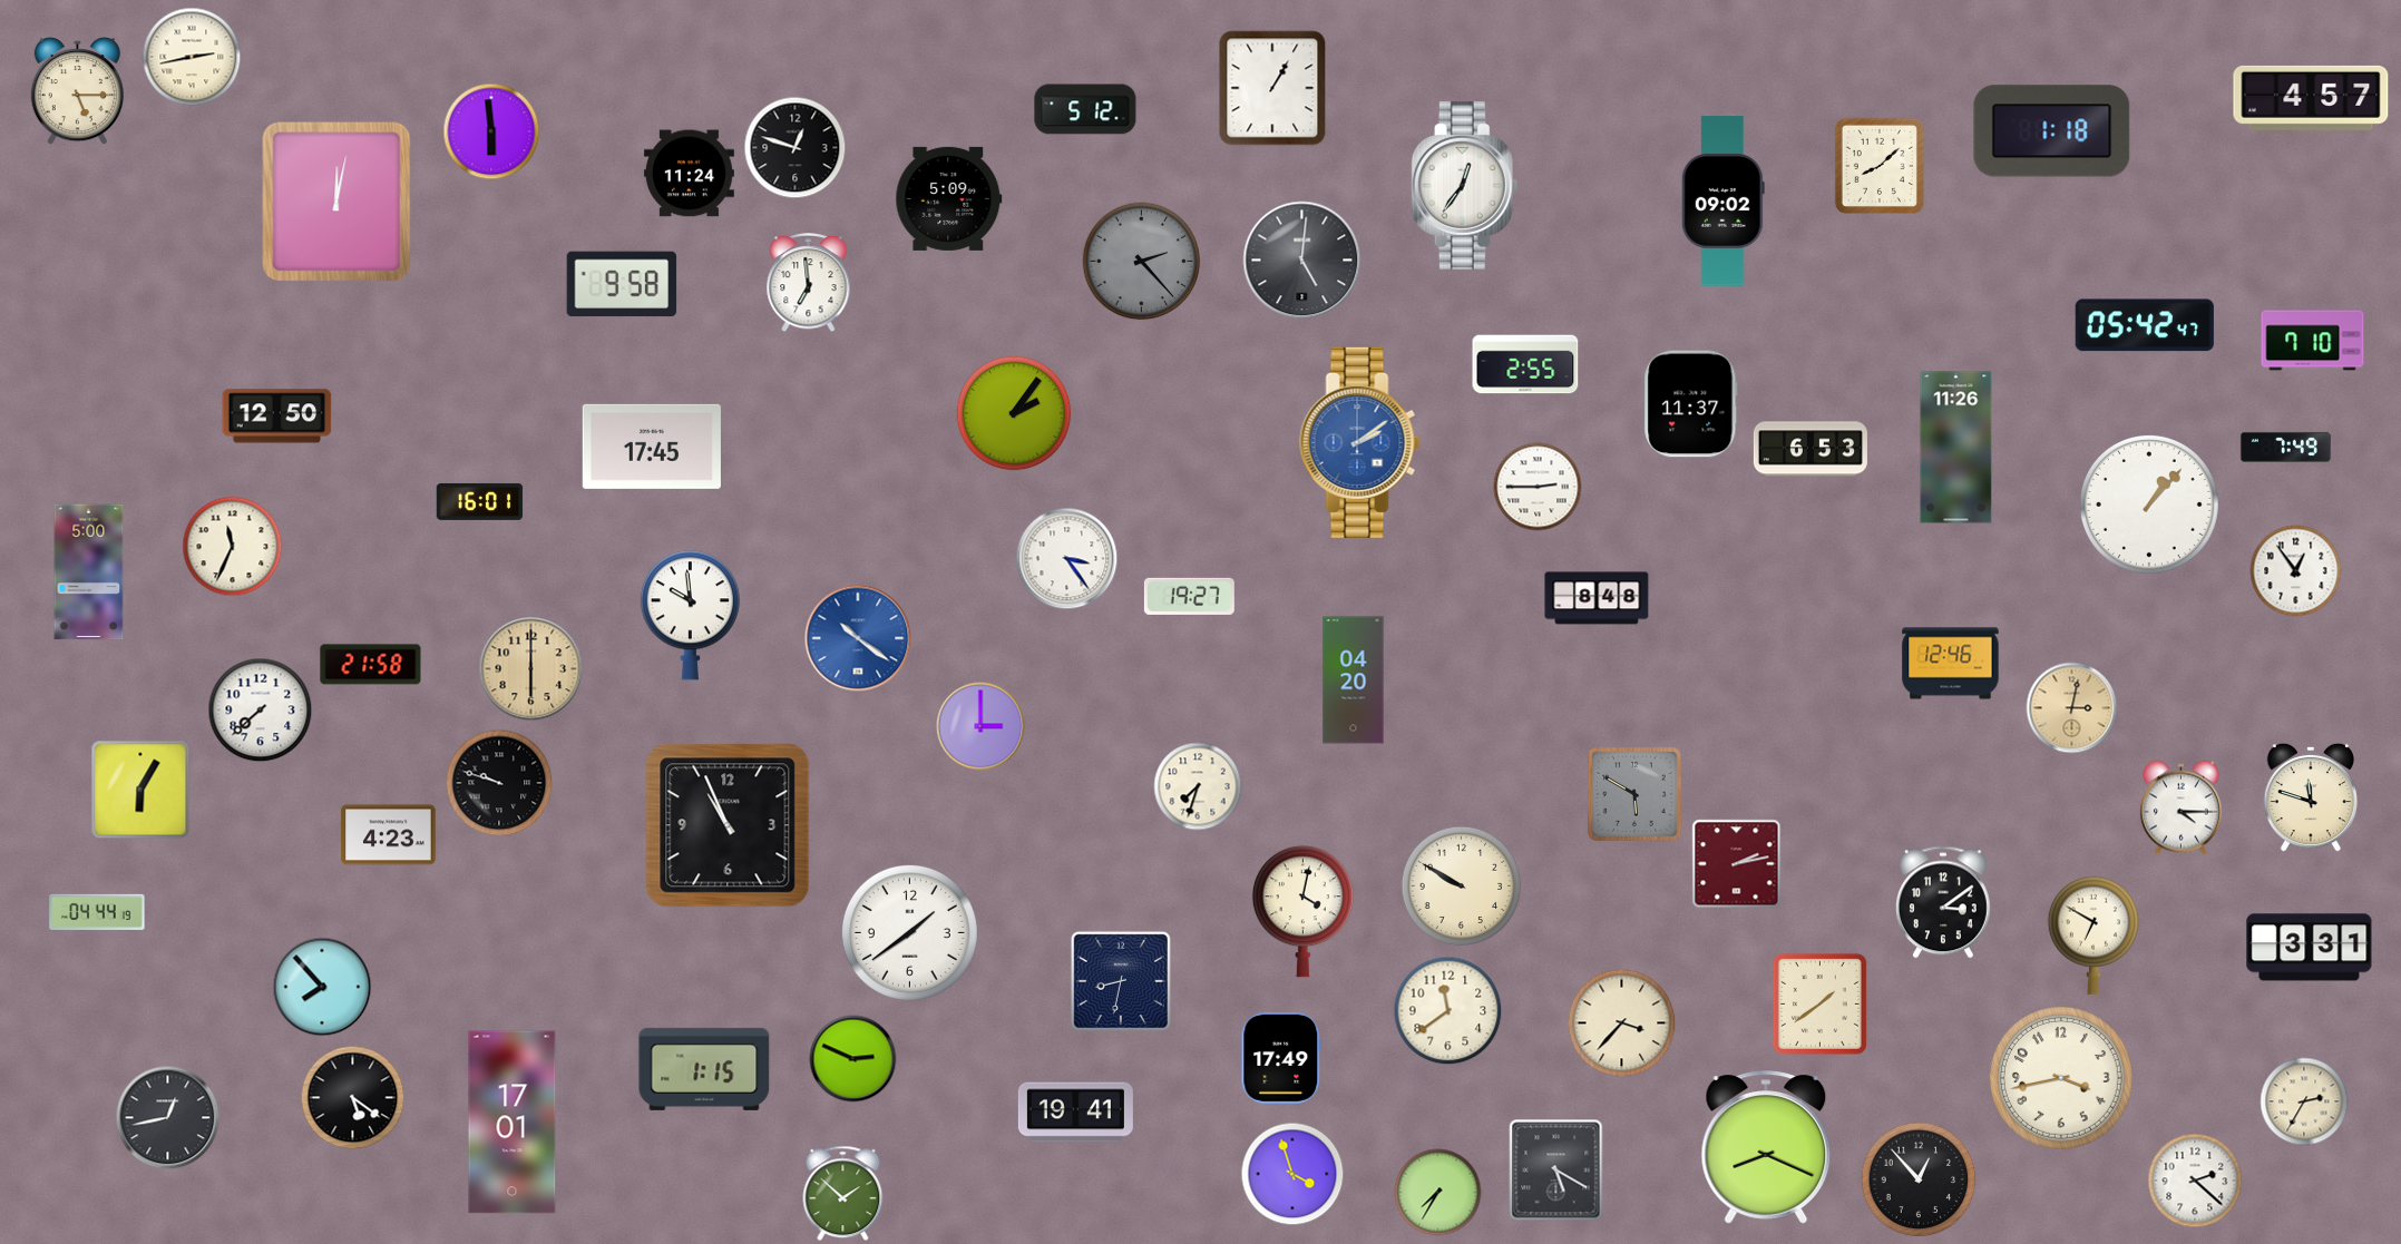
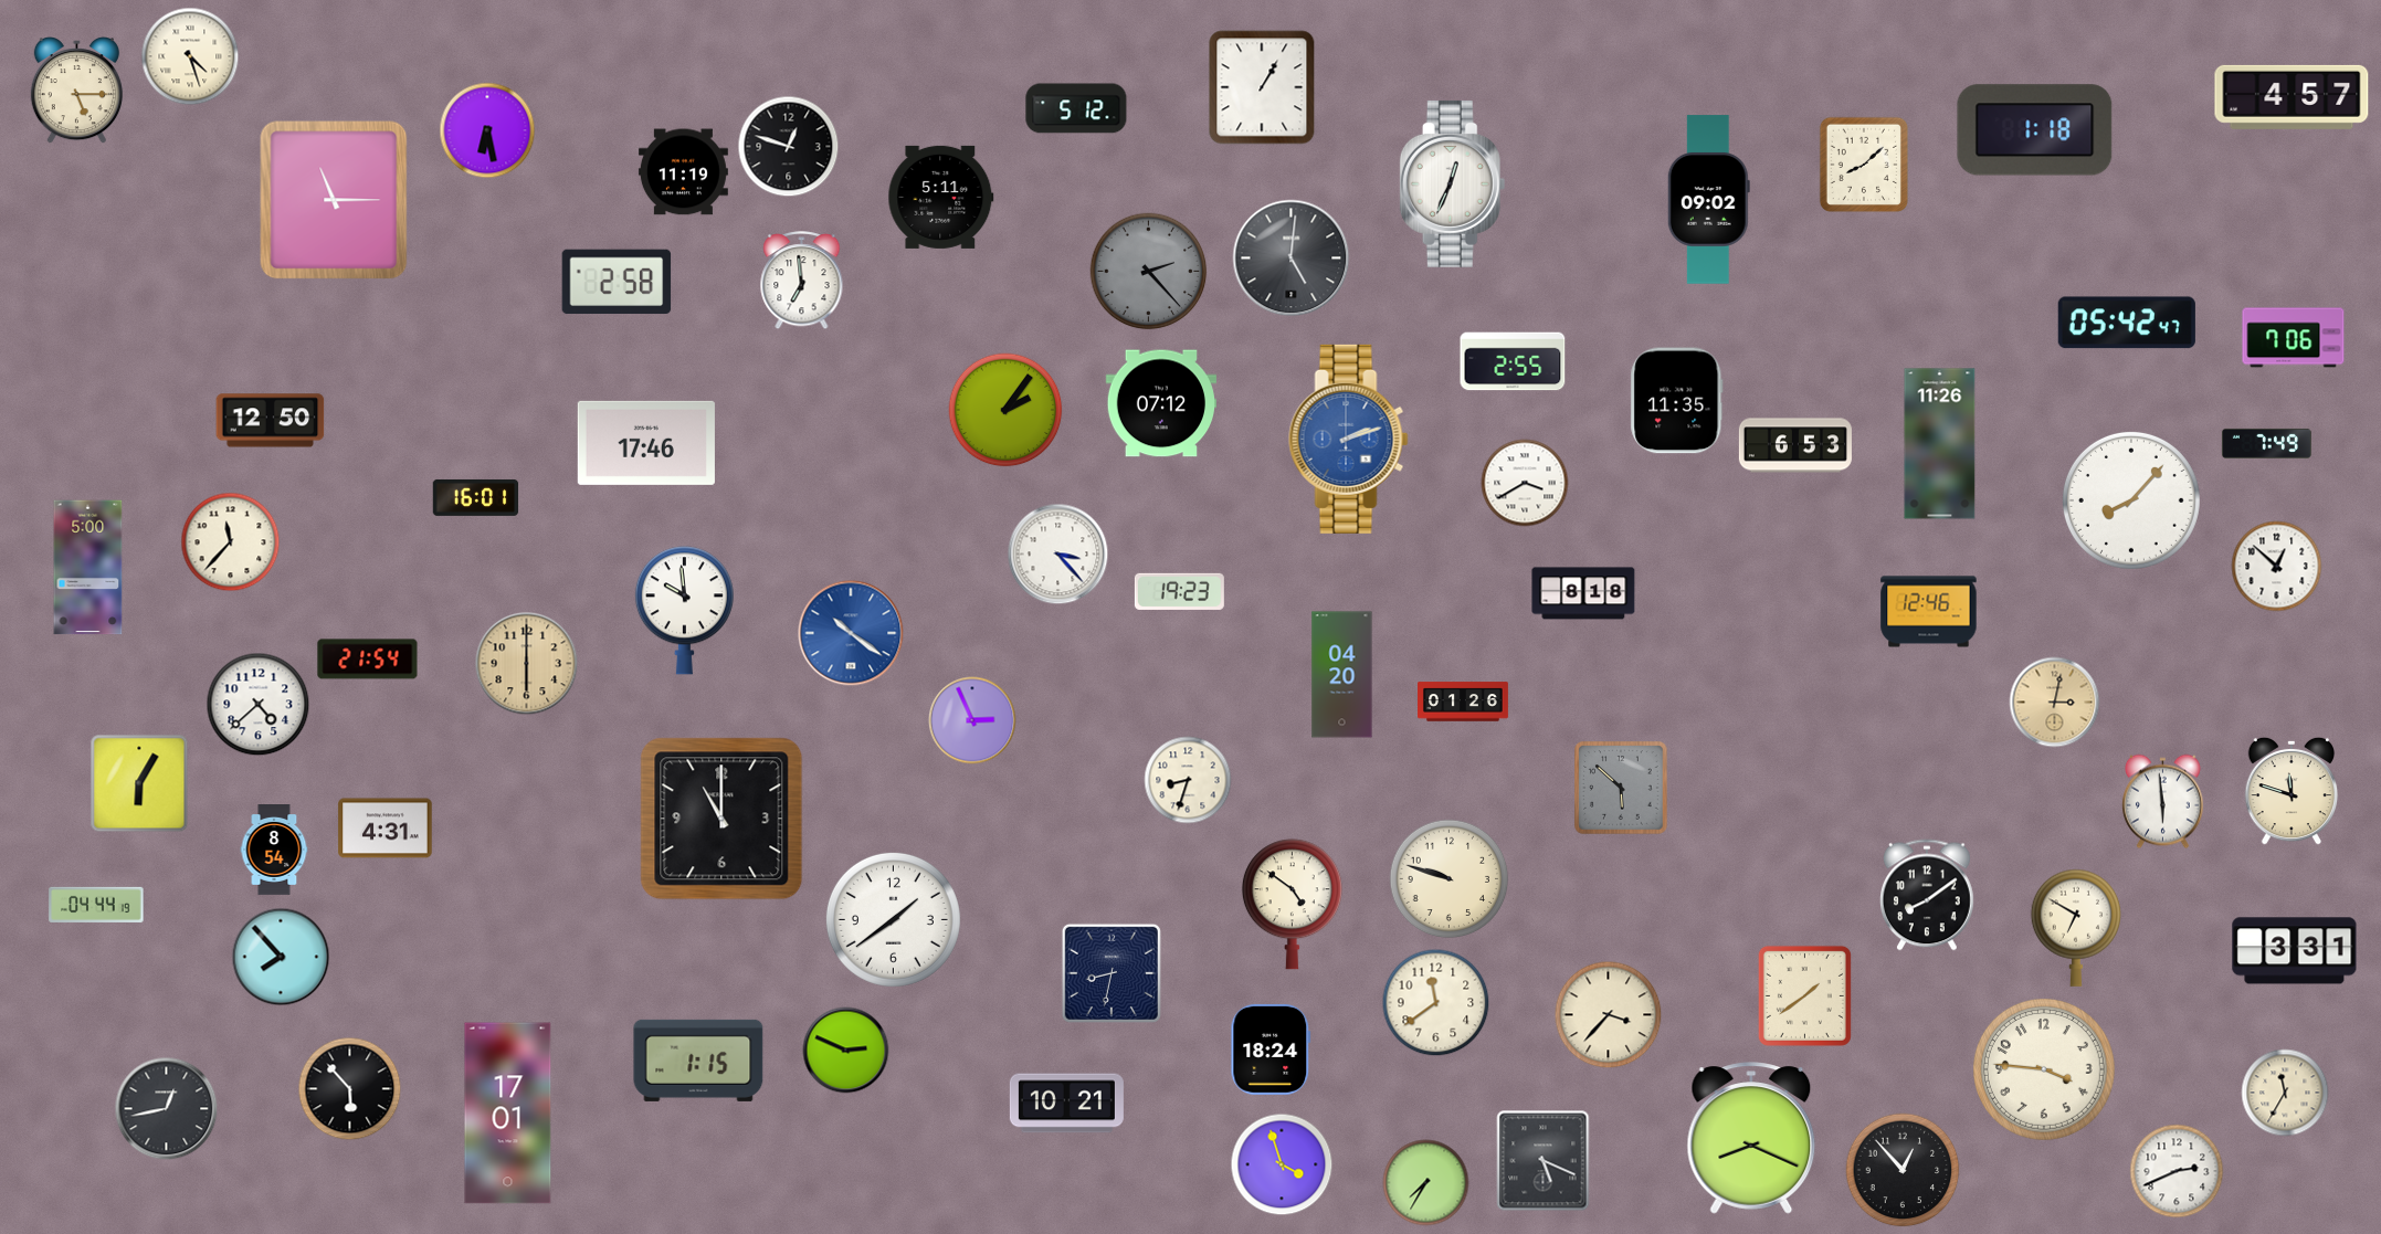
clock at (192, 57): 2:43 -> 4:27
clock at (491, 131): 5:59 -> 6:28
clock at (689, 174): 11:24 -> 11:19
clock at (1465, 185): 12:36 -> 12:34
clock at (949, 198): 5:09 -> 5:11
clock at (336, 202): 12:02 -> 11:15
clock at (1142, 262) position: (1142, 262) -> (1149, 272)
clock at (622, 284): 9:58 -> 2:58
clock at (2313, 341): 7:10 -> 7:06
clock at (1691, 404): 11:37 -> 11:35
clock at (1160, 403): none -> 07:12
clock at (277, 417) position: (277, 417) -> (271, 421)
clock at (1360, 442): 2:09 -> 2:12
clock at (652, 447): 17:45 -> 17:46
clock at (1538, 487): 2:45 -> 3:40
clock at (2149, 505): 1:07 -> 8:07
clock at (233, 547): 11:34 -> 11:37
clock at (1067, 559): 3:24 -> 3:23
clock at (2296, 571): 12:54 -> 12:52
clock at (1189, 596): 19:27 -> 19:23
clock at (1597, 598): 8:48 -> 8:18
clock at (1951, 664) position: (1951, 664) -> (1929, 612)
clock at (371, 665): 21:58 -> 21:54
clock at (1463, 702): none -> 01:26
clock at (261, 711): 7:38 -> 4:38
clock at (980, 726): 3:00 -> 2:56
clock at (499, 783): 9:48 -> none
clock at (1198, 786): 7:33 -> 8:33
clock at (1634, 794): 5:50 -> 5:52
clock at (2180, 809): 4:15 -> 5:59
clock at (728, 825): 10:56 -> 11:00
clock at (389, 835): 4:23 -> 4:31
clock at (274, 851): none -> 8:54
clock at (1737, 864): 2:13 -> none
clock at (1462, 887): 9:50 -> 9:48
clock at (1944, 902): 3:09 -> 8:09
clock at (1302, 912): 4:02 -> 4:51
clock at (909, 932) position: (909, 932) -> (893, 919)
clock at (2310, 948) position: (2310, 948) -> (2295, 951)
clock at (322, 987) position: (322, 987) -> (281, 957)
clock at (1281, 1058): 17:49 -> 18:24
clock at (2061, 1078): 3:43 -> 3:46
clock at (353, 1098): 5:21 -> 5:53
clock at (2304, 1101): 2:35 -> 11:35
clock at (1075, 1113): 19:41 -> 10:21
clock at (1556, 1170): 5:20 -> 5:19
clock at (2195, 1181): 2:22 -> 2:41
clock at (843, 1194): 1:52 -> none
